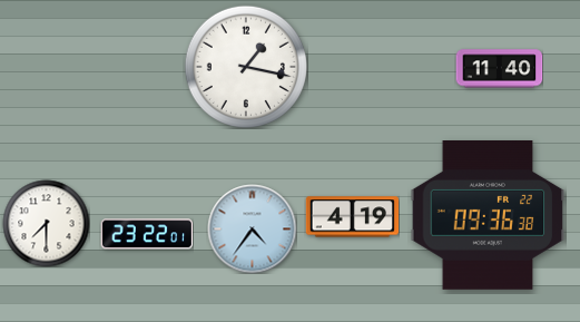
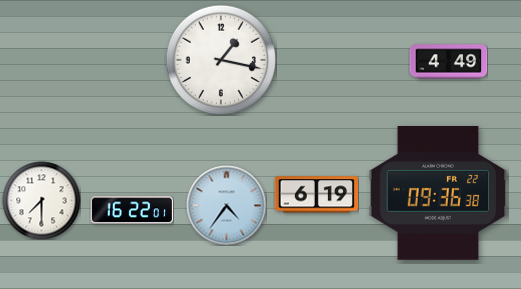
clock at (499, 69): 11:40 -> 4:49
clock at (352, 217): 4:19 -> 6:19
clock at (147, 234): 23:22 -> 16:22
